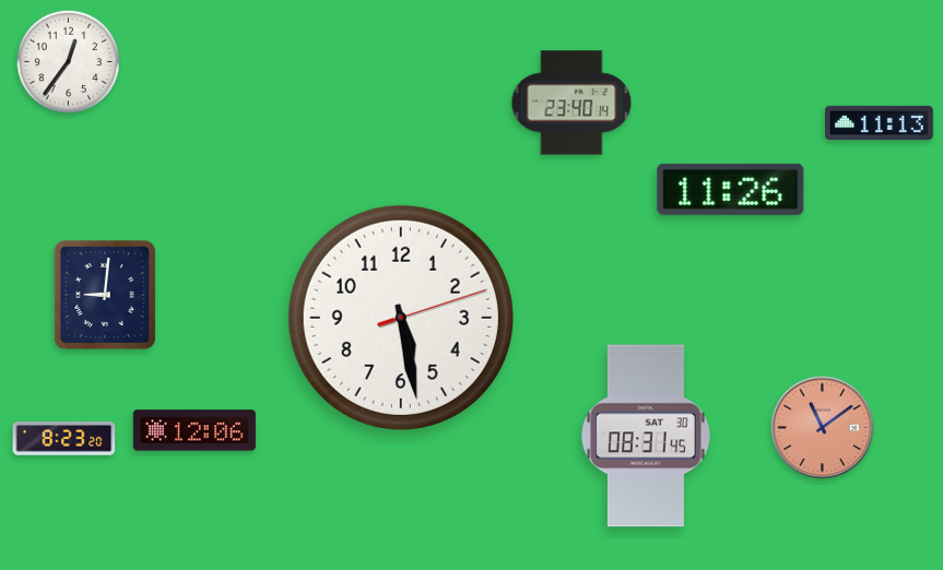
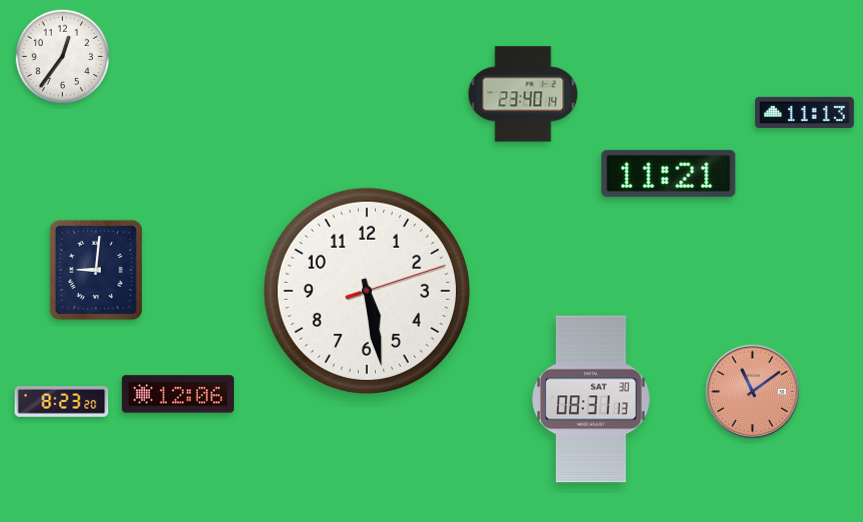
clock at (731, 189): 11:26 -> 11:21
clock at (647, 436): 08:31:45 -> 08:31:13
clock at (64, 439) position: (64, 439) -> (62, 402)
